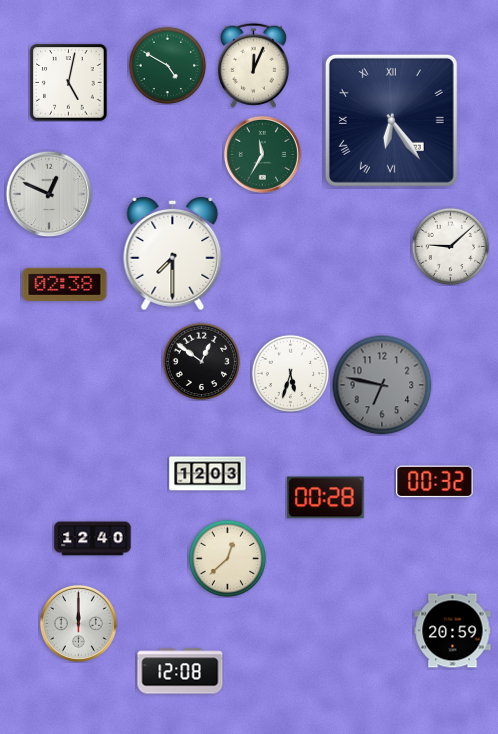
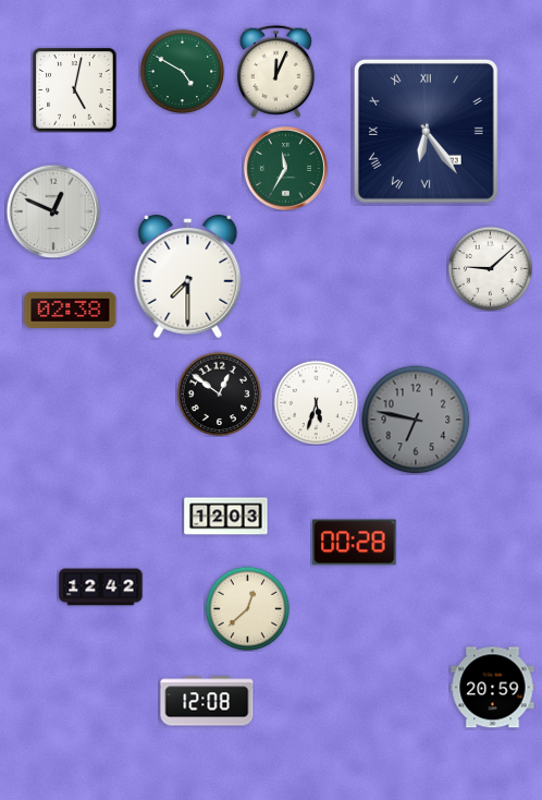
clock at (290, 373) position: (290, 373) -> (316, 402)
clock at (435, 482): 00:32 -> none
clock at (93, 539): 12:40 -> 12:42
clock at (78, 623): 12:00 -> none
clock at (180, 671) position: (180, 671) -> (207, 701)
